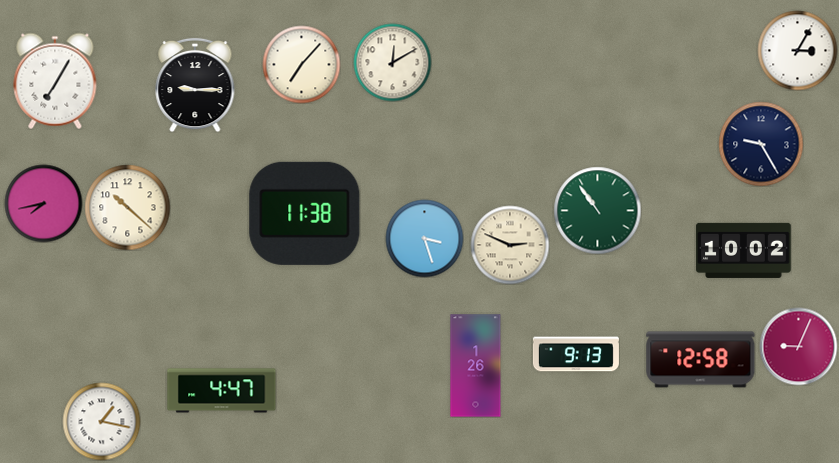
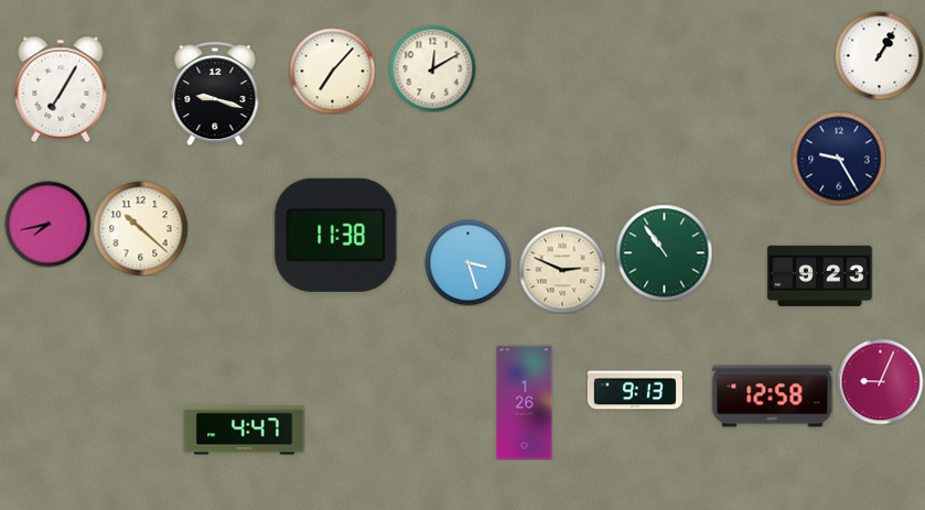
clock at (797, 50): 3:05 -> 1:05
clock at (195, 85): 9:15 -> 9:18
clock at (597, 210) position: (597, 210) -> (664, 252)
clock at (744, 250): 10:02 -> 9:23
clock at (101, 421): 1:17 -> none
